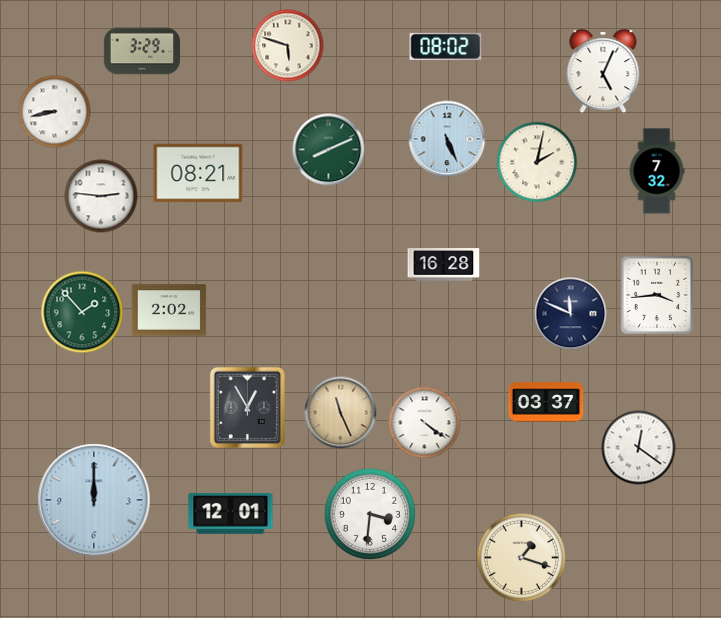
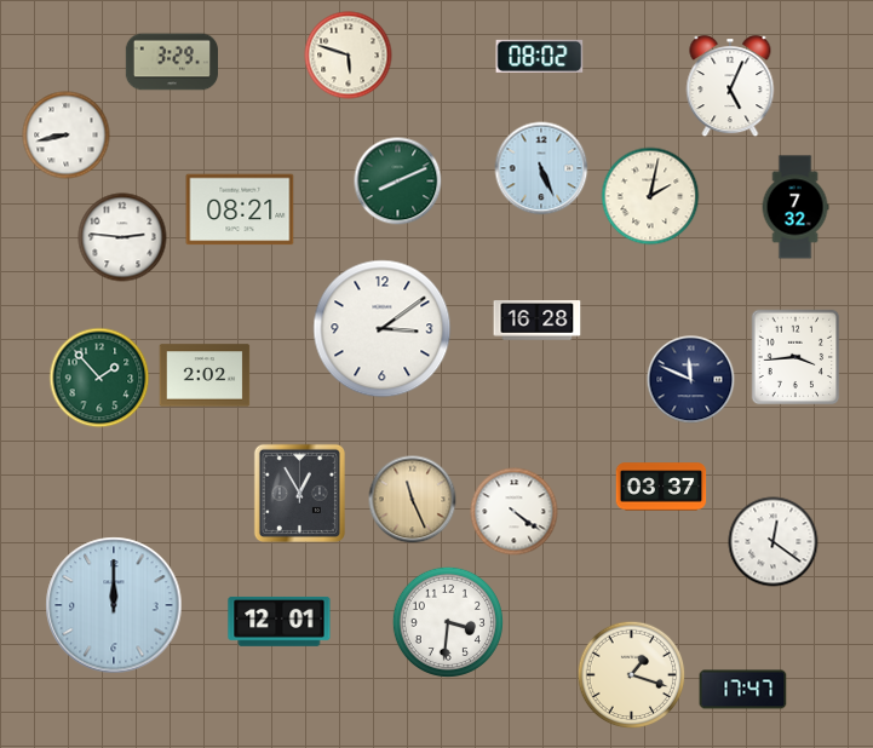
clock at (383, 329): none -> 3:09
clock at (743, 690): none -> 17:47
